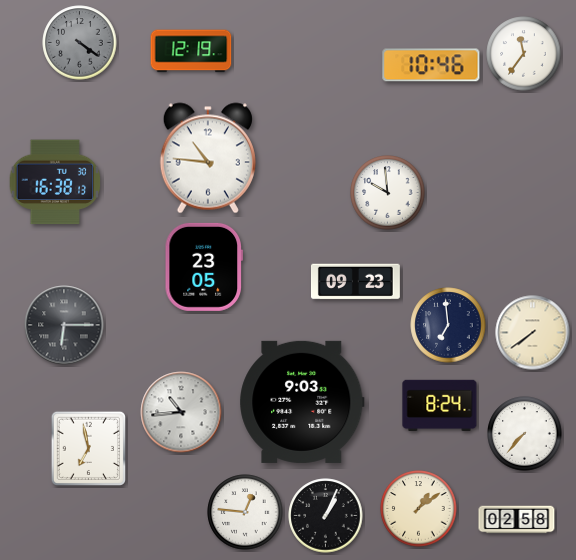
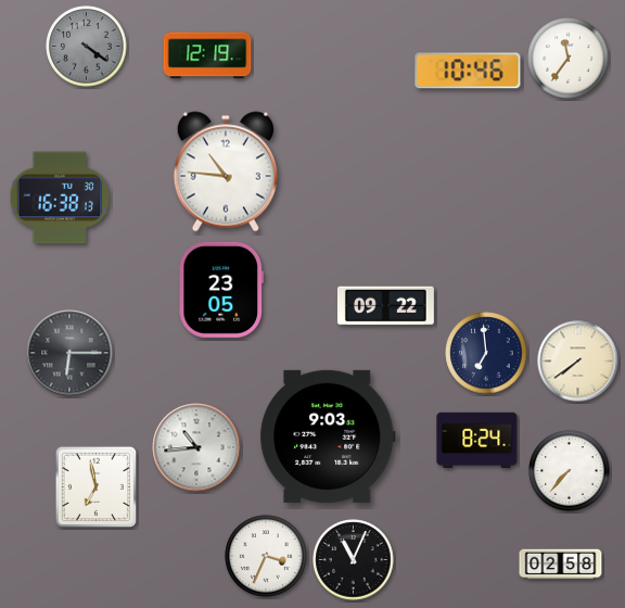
clock at (388, 193): 9:59 -> none
clock at (355, 282): 09:23 -> 09:22
clock at (419, 509): 1:09 -> none
clock at (245, 512): 12:46 -> 3:34
clock at (326, 516): 1:04 -> 11:04
